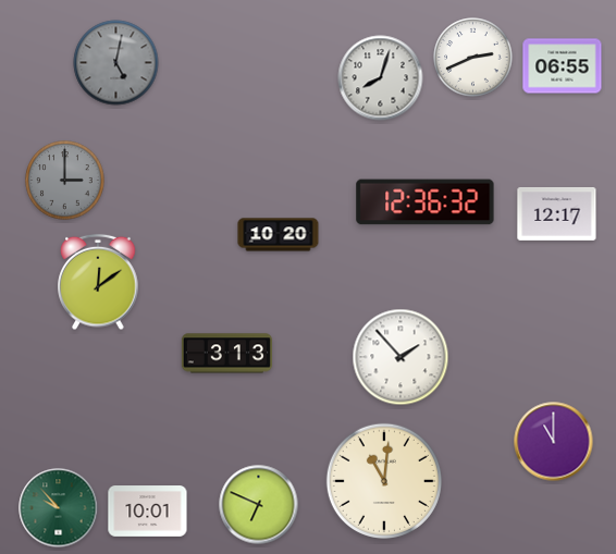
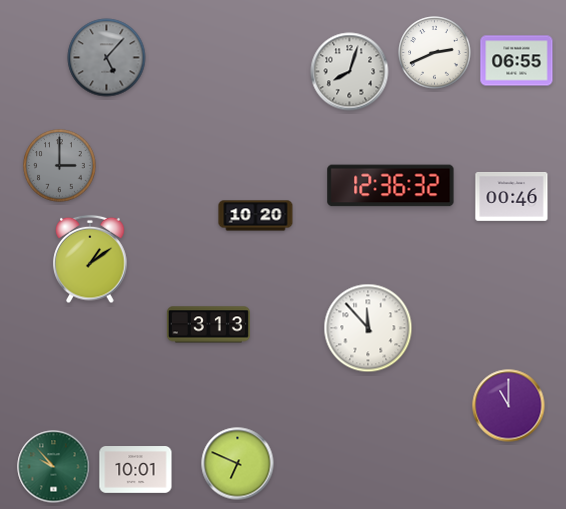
clock at (116, 63): 5:02 -> 5:07
clock at (557, 213): 12:17 -> 00:46
clock at (98, 282): 12:09 -> 1:09
clock at (401, 357): 1:53 -> 11:53
clock at (384, 481): 11:01 -> none
